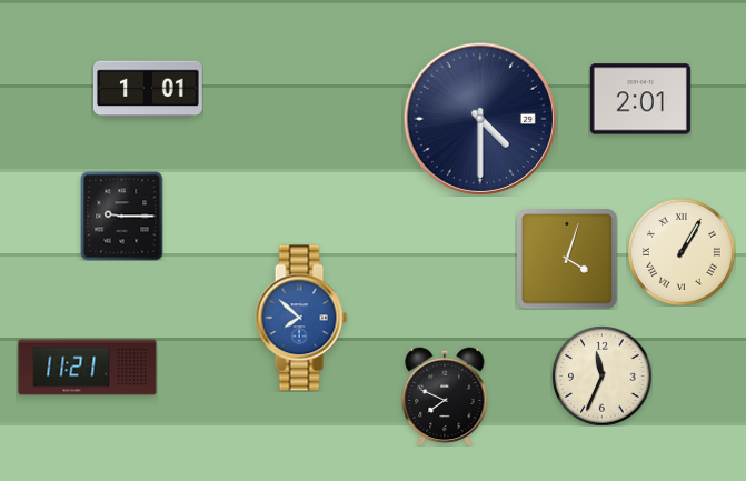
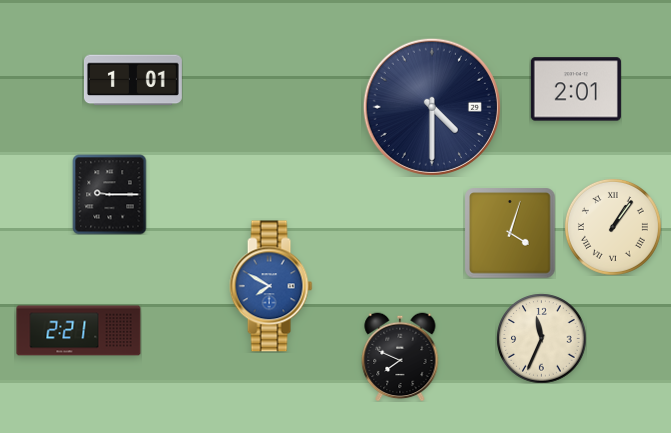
clock at (682, 252): 1:05 -> 1:06
clock at (301, 318): 7:52 -> 7:50
clock at (88, 368): 11:21 -> 2:21
